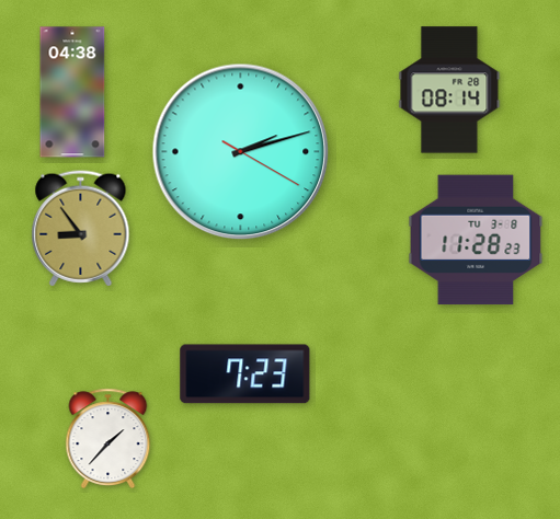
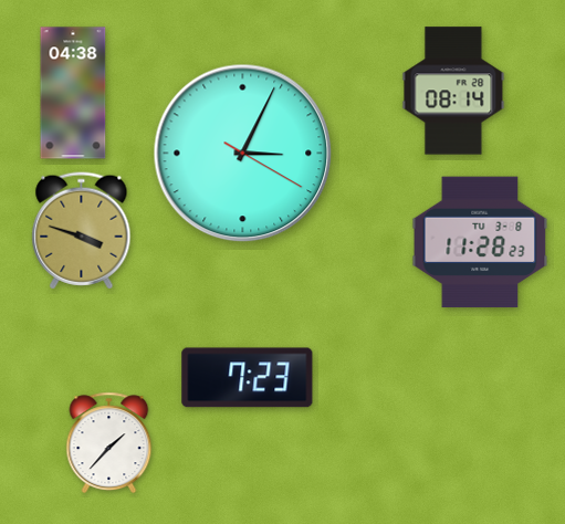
clock at (241, 152): 2:12 -> 3:04
clock at (81, 229): 8:54 -> 3:48
